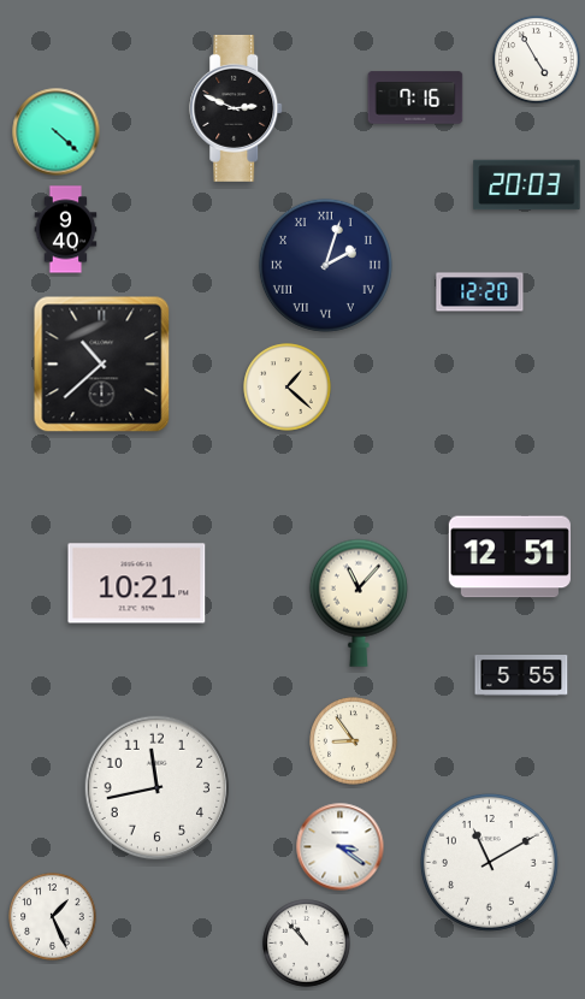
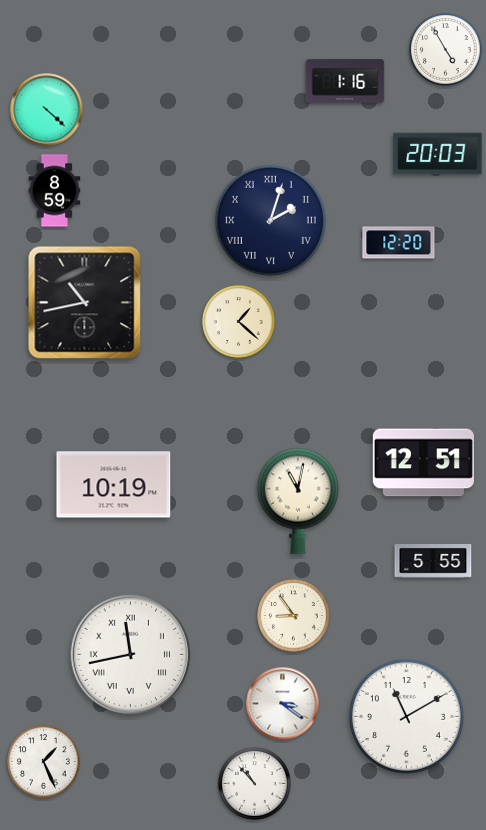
clock at (415, 97): 7:16 -> 1:16
clock at (237, 108): 2:49 -> none
clock at (66, 230): 9:40 -> 8:59
clock at (102, 365): 10:38 -> 10:43
clock at (137, 584): 10:21 -> 10:19
clock at (359, 603): 11:07 -> 11:02
clock at (156, 787) numerals: Arabic -> Roman
